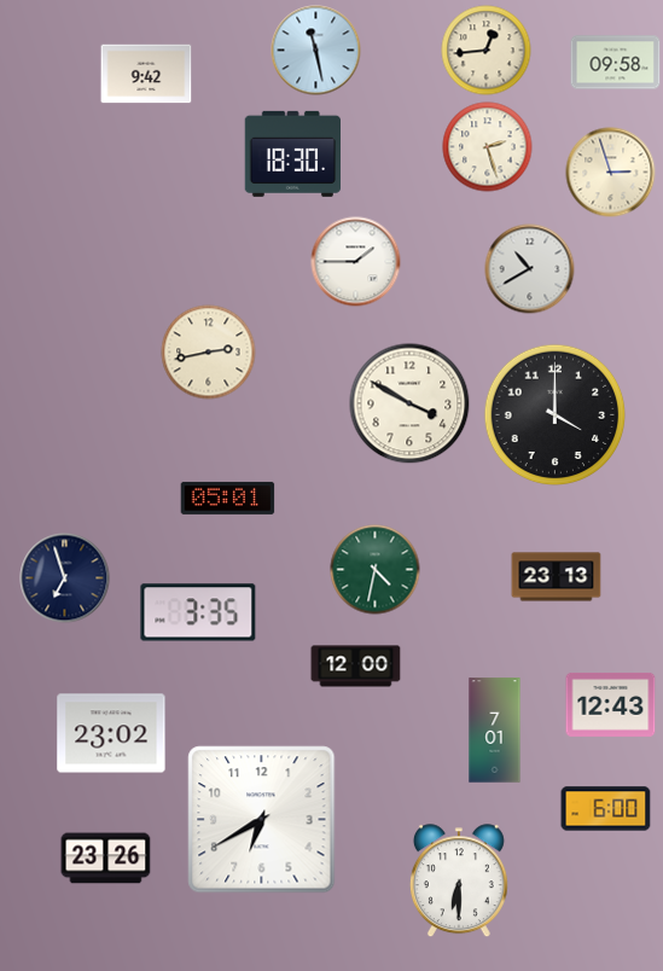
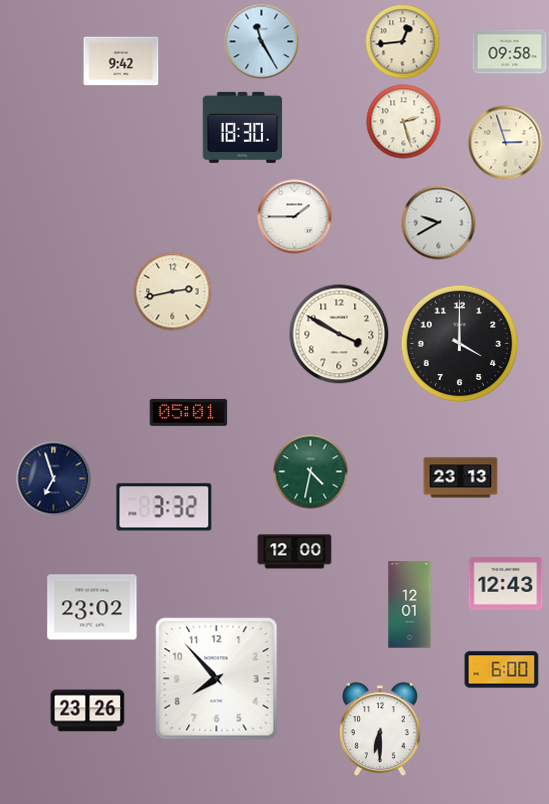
clock at (316, 51): 11:28 -> 11:25
clock at (530, 269): 10:40 -> 9:40
clock at (198, 612): 3:35 -> 3:32
clock at (495, 731): 7:01 -> 12:01
clock at (262, 820): 6:40 -> 7:53
